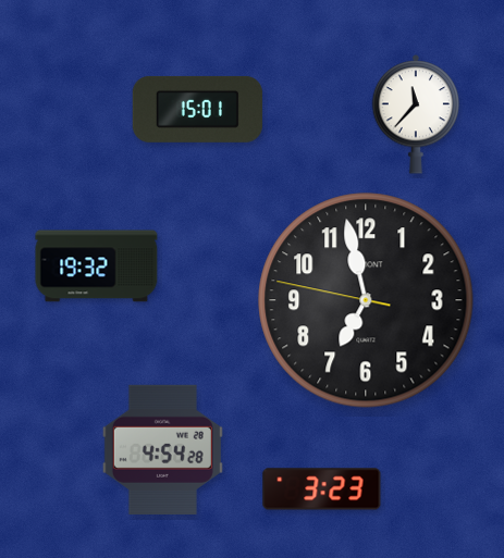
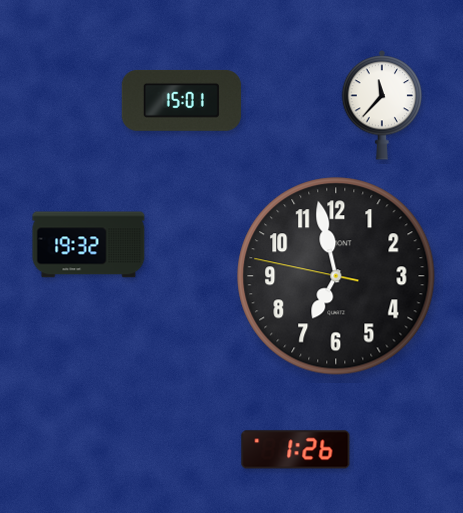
clock at (162, 449): 4:54 -> none
clock at (322, 489): 3:23 -> 1:26
